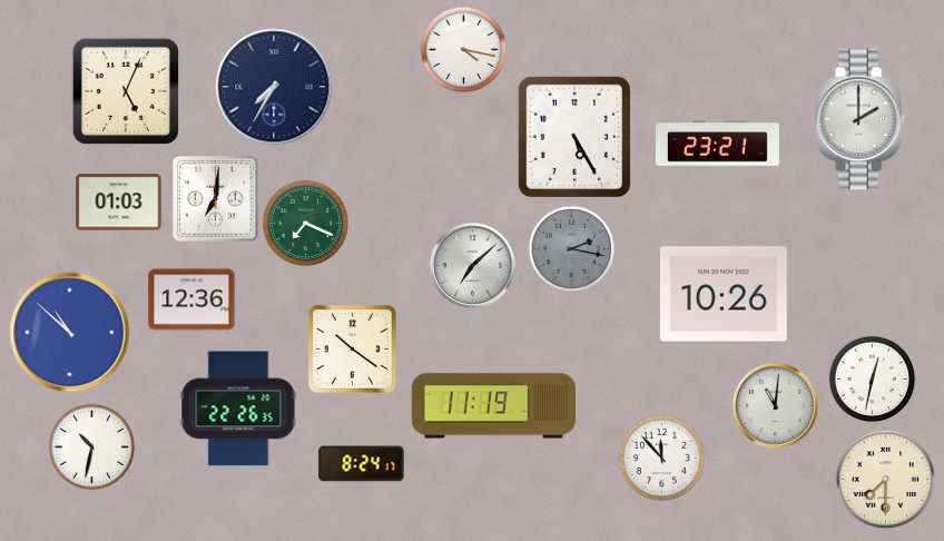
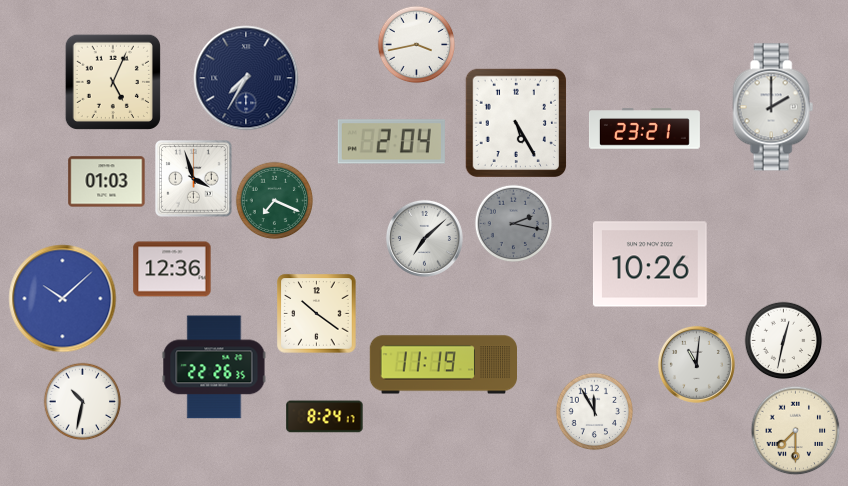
clock at (463, 49): 4:17 -> 3:43
clock at (391, 142): none -> 2:04
clock at (216, 199): 7:01 -> 3:57
clock at (70, 333): 10:52 -> 10:08
clock at (661, 458): 11:53 -> 11:55
